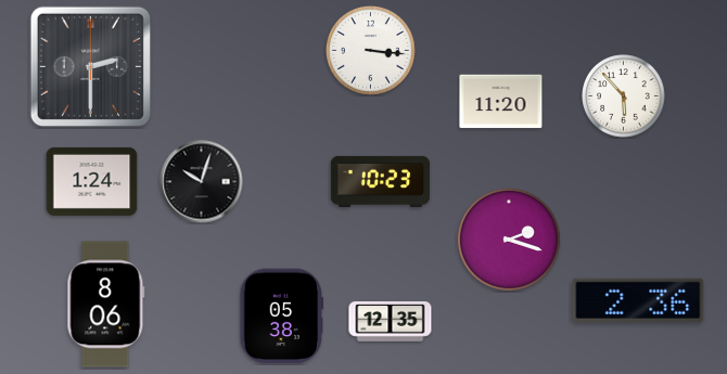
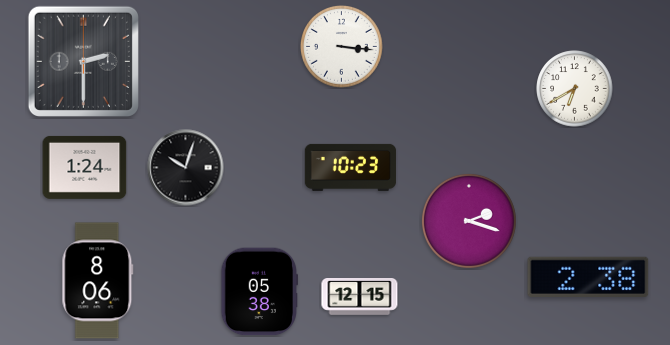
clock at (624, 96): 5:53 -> 6:40
clock at (501, 102): 11:20 -> none
clock at (638, 300): 2:36 -> 2:38
clock at (391, 322): 12:35 -> 12:15
